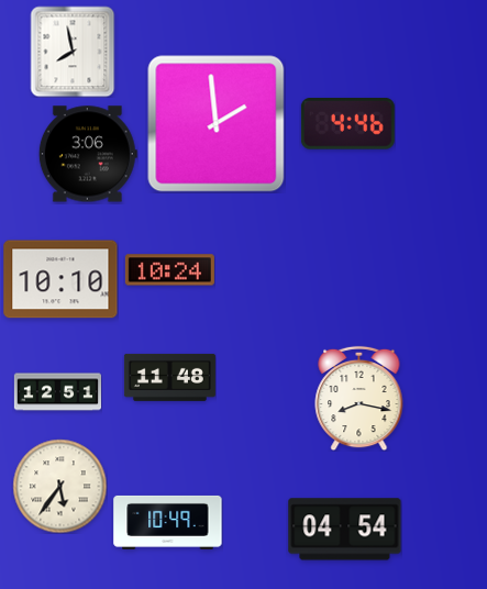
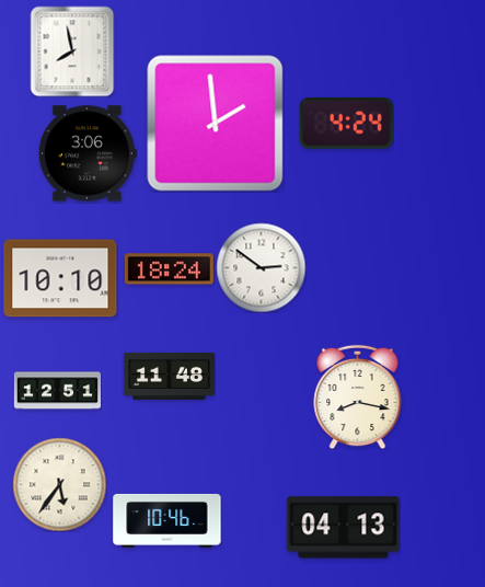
clock at (347, 124): 4:46 -> 4:24
clock at (261, 267): none -> 2:51
clock at (169, 270): 10:24 -> 18:24
clock at (168, 522): 10:49 -> 10:46
clock at (345, 530): 04:54 -> 04:13
